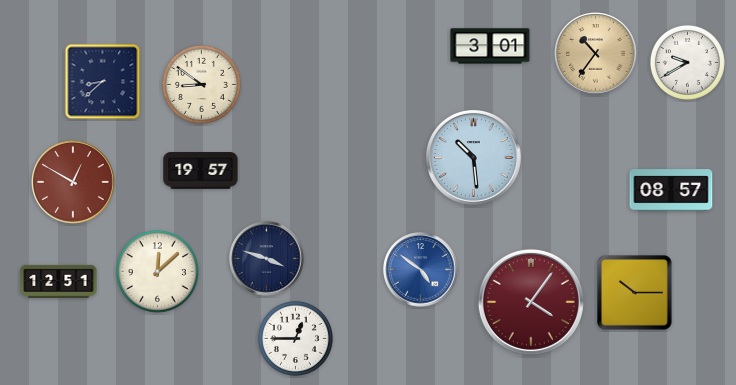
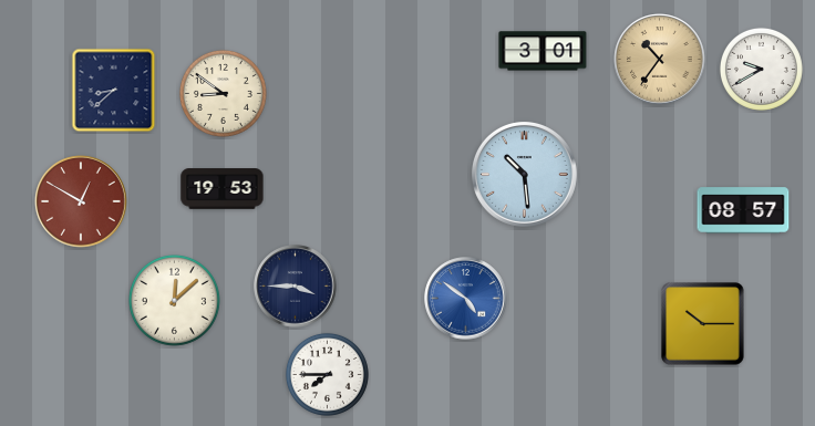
clock at (201, 171): 19:57 -> 19:53
clock at (267, 259): 3:48 -> 3:45
clock at (59, 281): 12:51 -> none
clock at (531, 302): 4:06 -> none
clock at (295, 338): 12:45 -> 7:45
